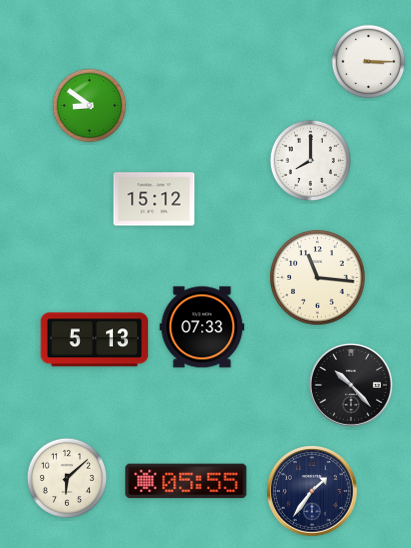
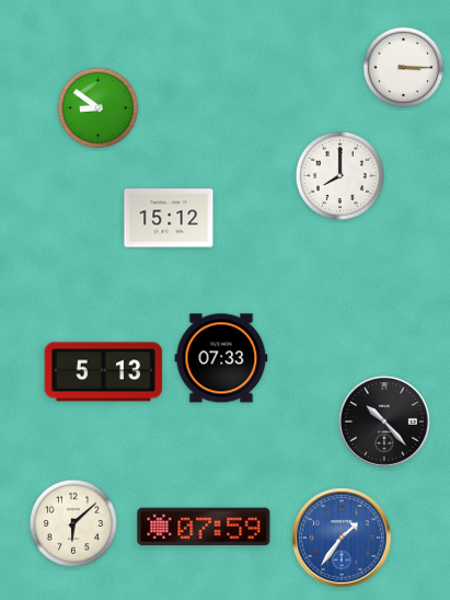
clock at (90, 106) position: (90, 106) -> (99, 108)
clock at (318, 278): 11:16 -> none
clock at (186, 481): 05:55 -> 07:59
clock at (312, 491) dial: navy -> blue
